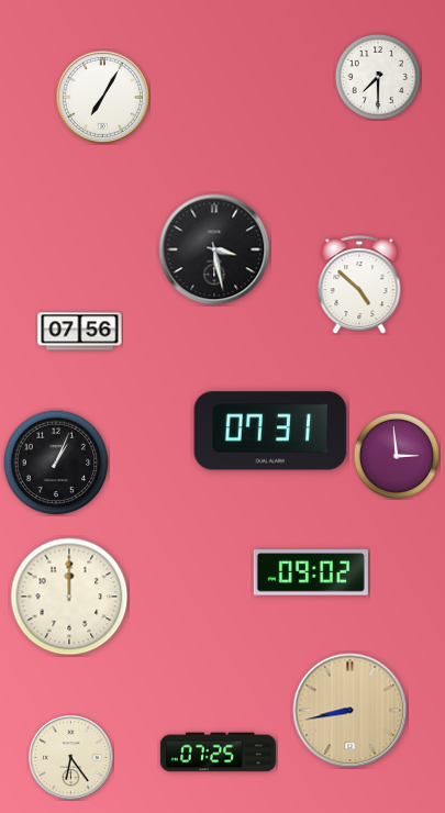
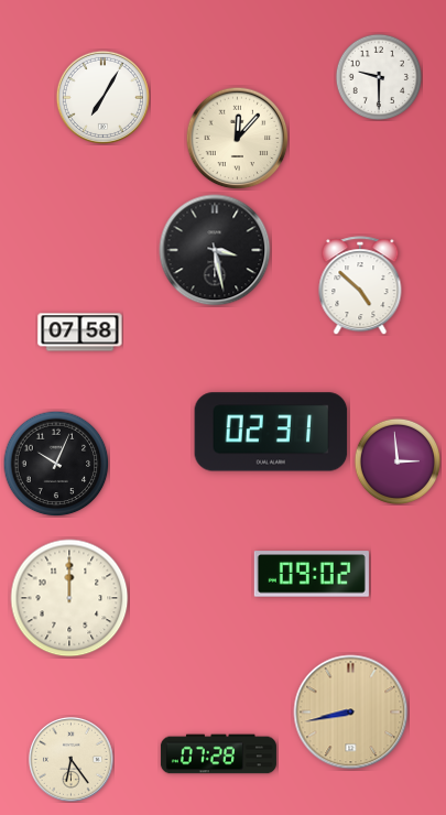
clock at (377, 76): 7:30 -> 9:30
clock at (237, 138): none -> 12:07
clock at (80, 332): 07:56 -> 07:58
clock at (270, 431): 07:31 -> 02:31
clock at (396, 455) position: (396, 455) -> (396, 460)
clock at (56, 463): 1:04 -> 10:04
clock at (218, 753): 07:25 -> 07:28
